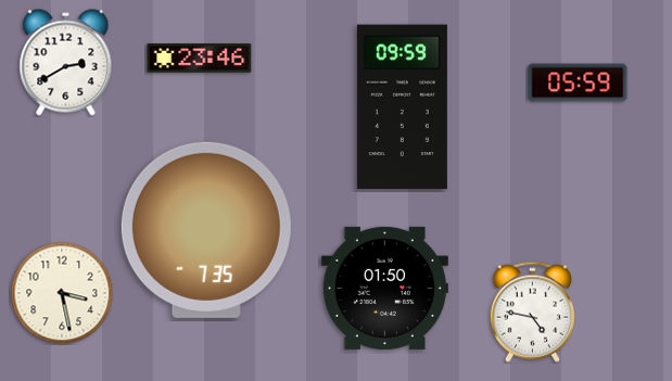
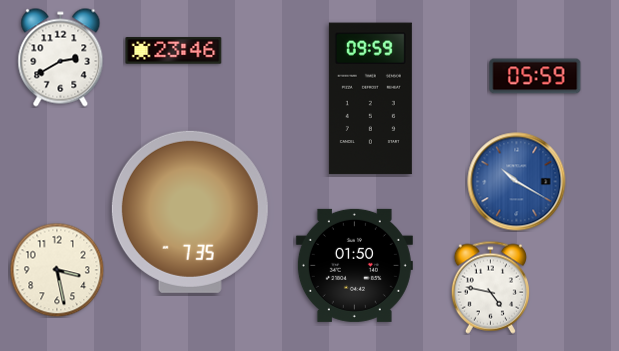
clock at (200, 59) position: (200, 59) -> (174, 51)
clock at (578, 82) position: (578, 82) -> (535, 76)
clock at (517, 182): none -> 10:20
